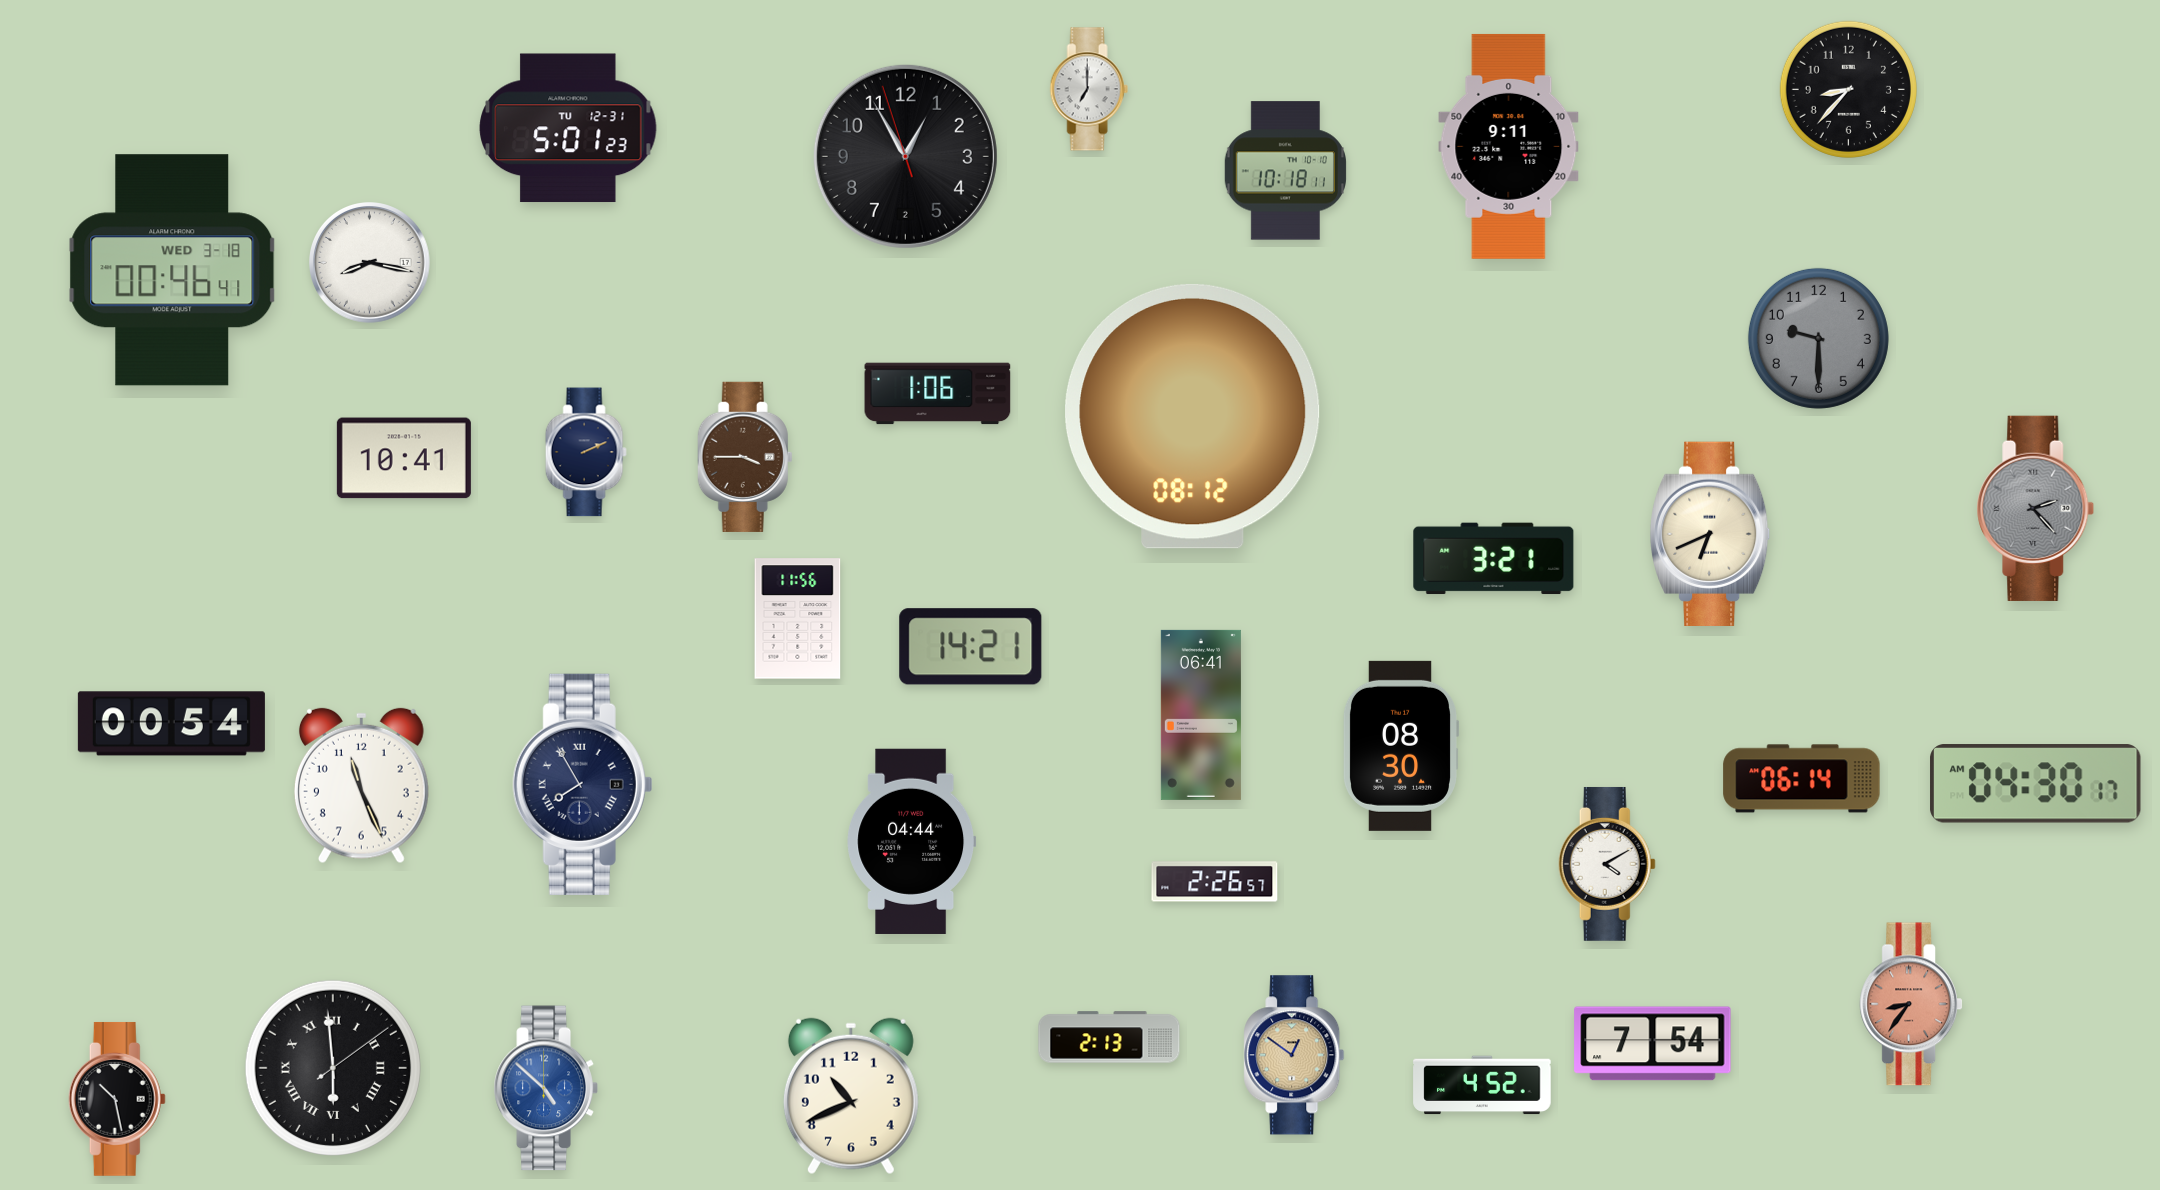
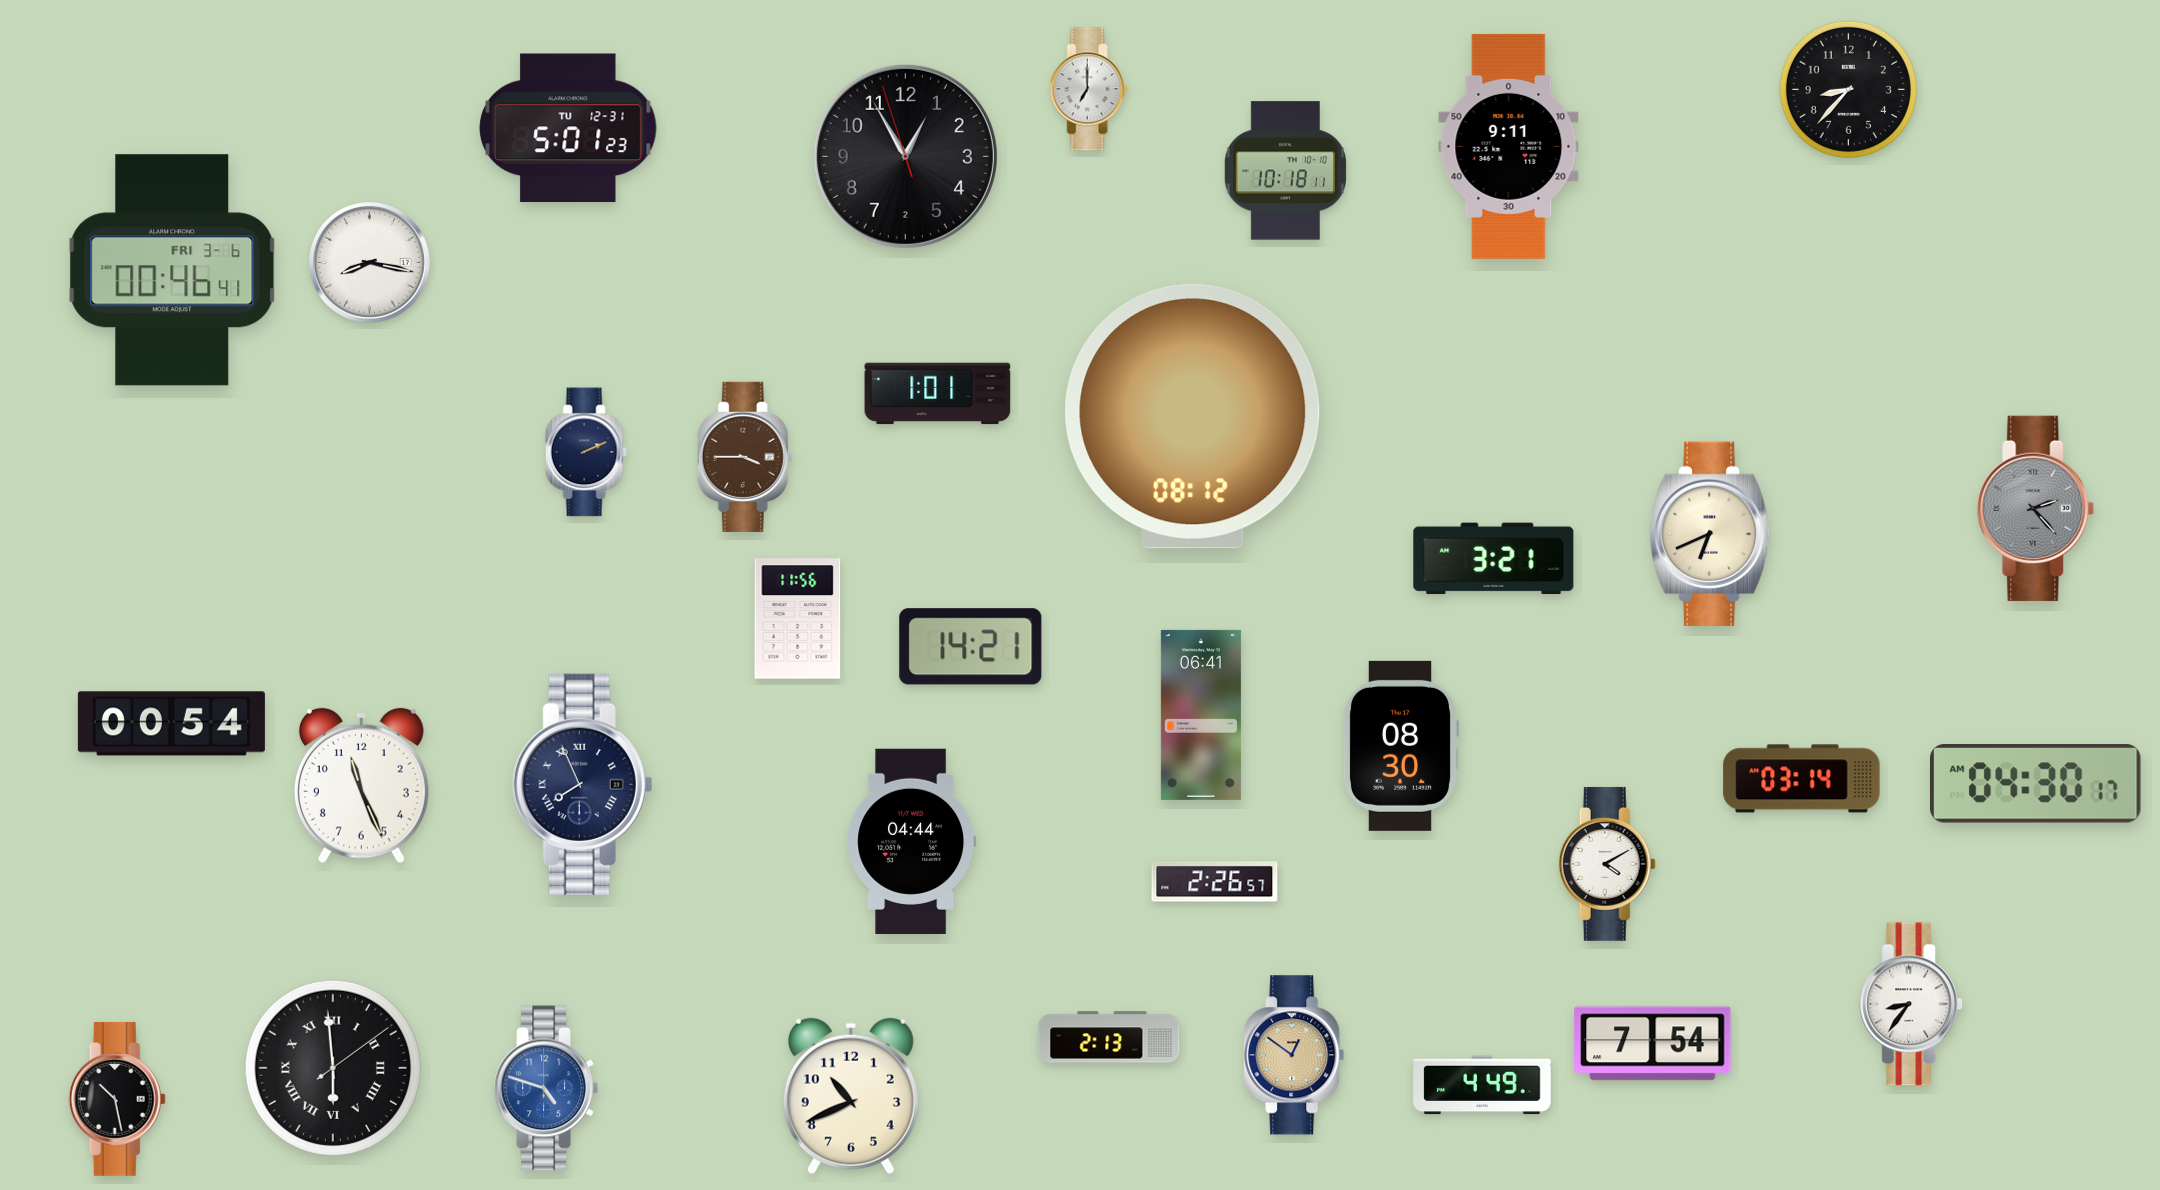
clock at (172, 270) date: WED 3-18 -> FRI 3-6
clock at (1818, 338): 9:30 -> none
clock at (938, 394): 1:06 -> 1:01
clock at (404, 458): 10:41 -> none
clock at (1802, 779): 06:14 -> 03:14
clock at (583, 784): 7:55 -> 7:56
clock at (1911, 1004) dial: salmon -> white
clock at (1482, 1085): 4:52 -> 4:49
clock at (546, 1088): 4:52 -> 4:48
